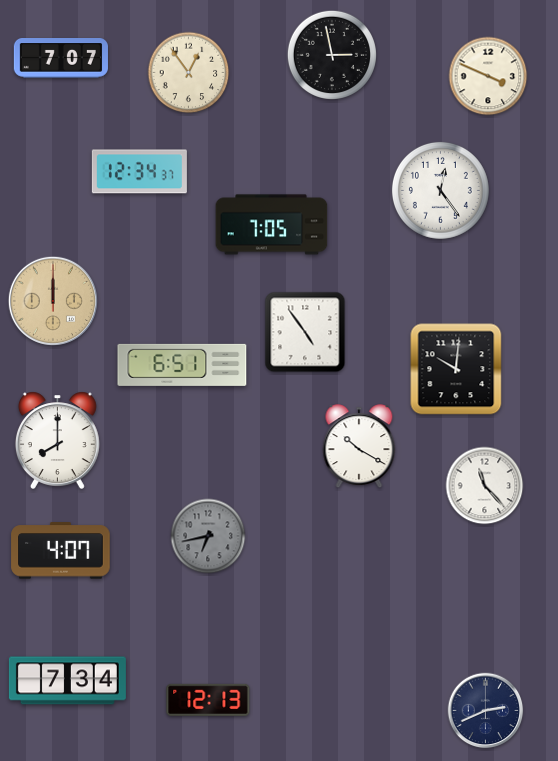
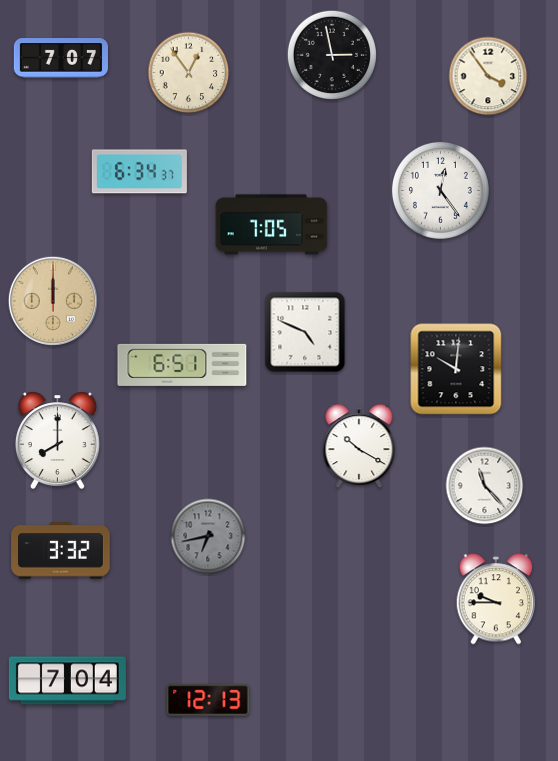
clock at (488, 76): 3:49 -> 3:54
clock at (139, 172): 12:34 -> 6:34
clock at (305, 332): 4:54 -> 4:49
clock at (61, 551): 4:07 -> 3:32
clock at (496, 599): none -> 9:45
clock at (67, 681): 7:34 -> 7:04
clock at (486, 711): 2:41 -> none
